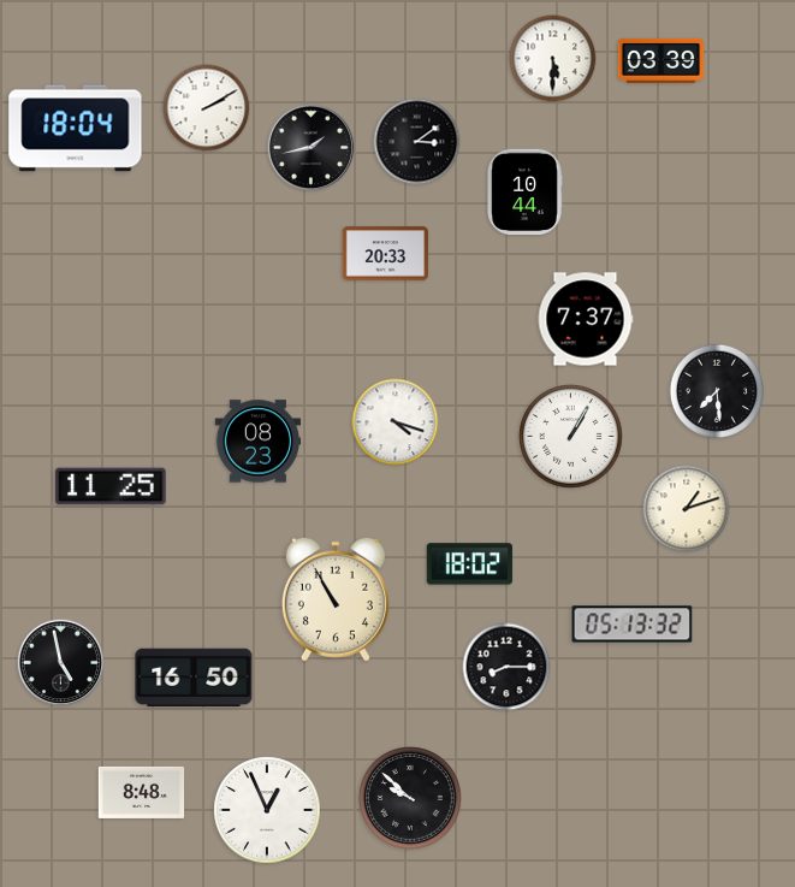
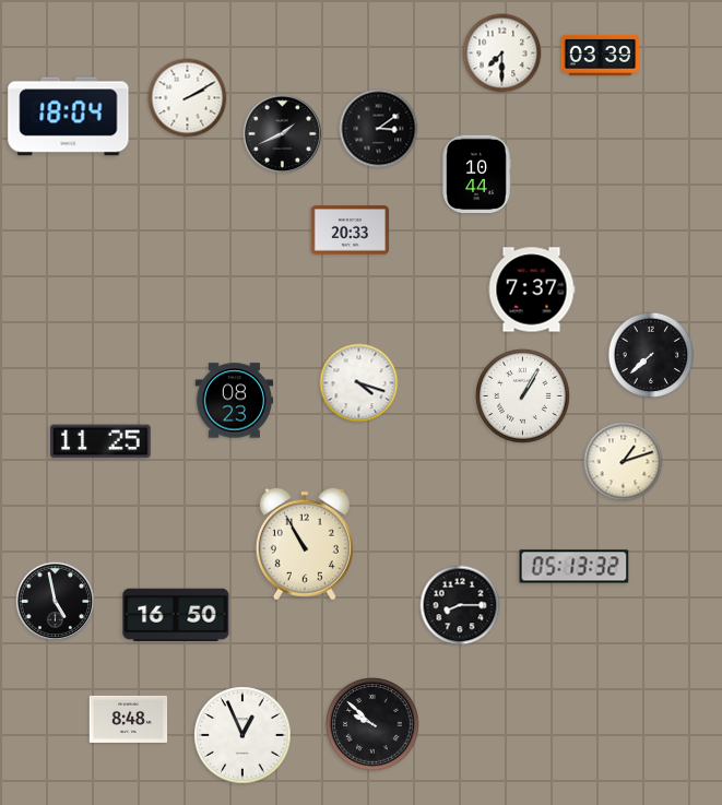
clock at (553, 59): 5:30 -> 7:30
clock at (312, 148): 1:43 -> 1:41
clock at (717, 391): 7:29 -> 7:38
clock at (571, 437) position: (571, 437) -> (523, 396)
clock at (469, 564): 18:02 -> none
